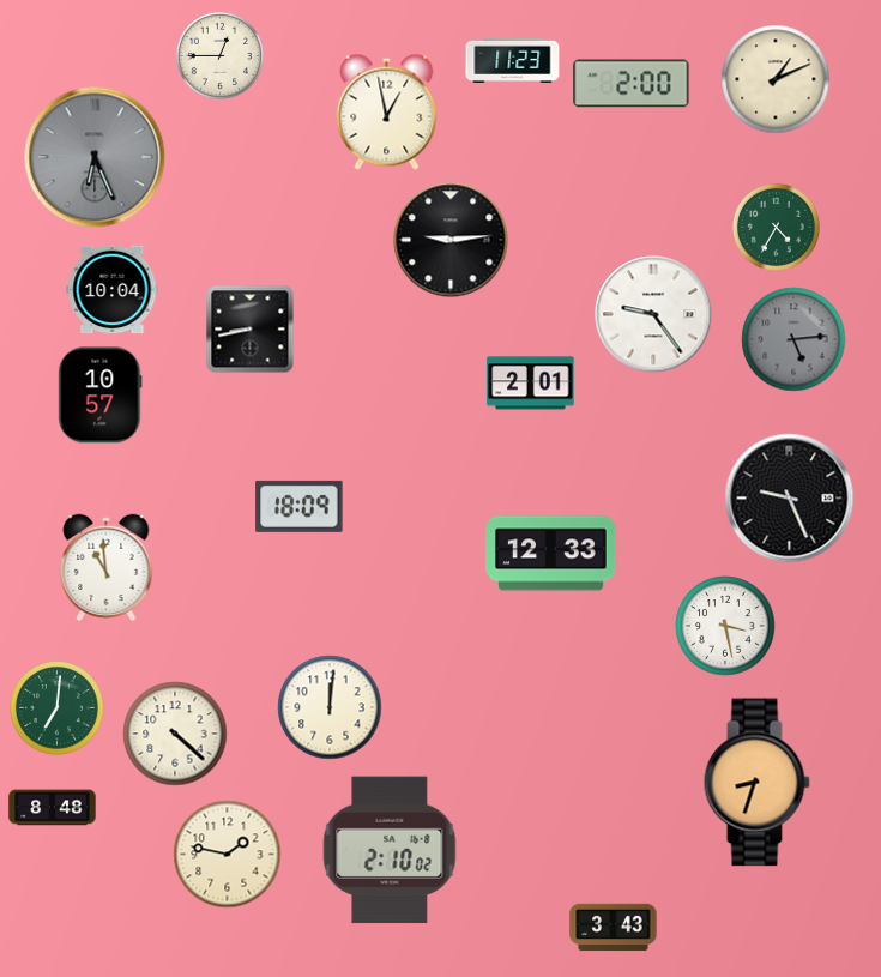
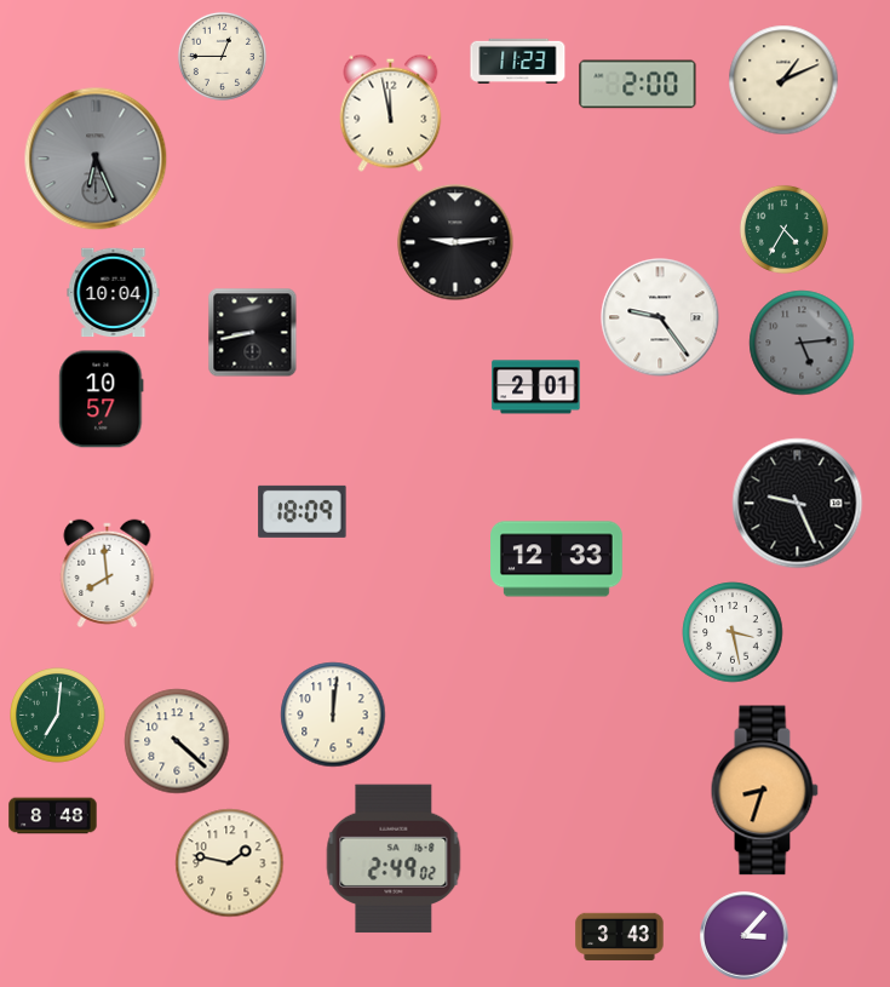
clock at (387, 111): 12:58 -> 11:58
clock at (107, 567): 10:59 -> 7:59
clock at (390, 850): 2:10 -> 2:49
clock at (745, 936): none -> 3:07
